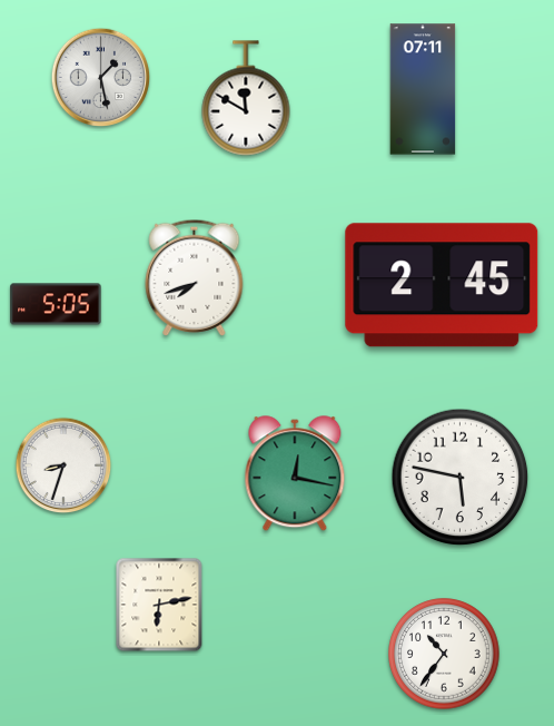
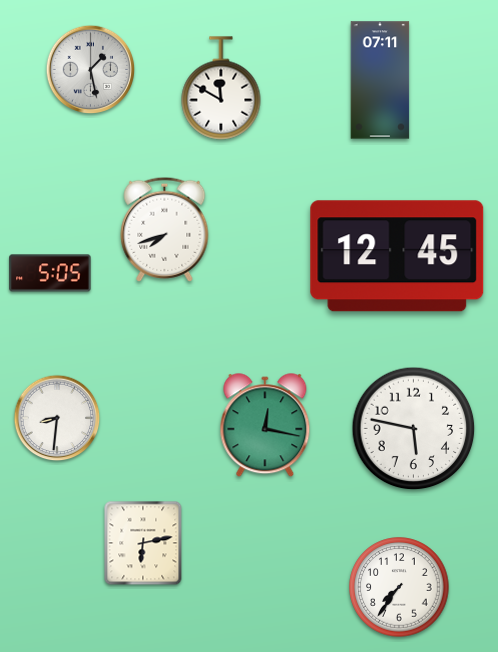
clock at (195, 277) position: (195, 277) -> (165, 229)
clock at (442, 285): 2:45 -> 12:45
clock at (63, 465): 8:33 -> 8:31
clock at (444, 654): 10:36 -> 7:36
